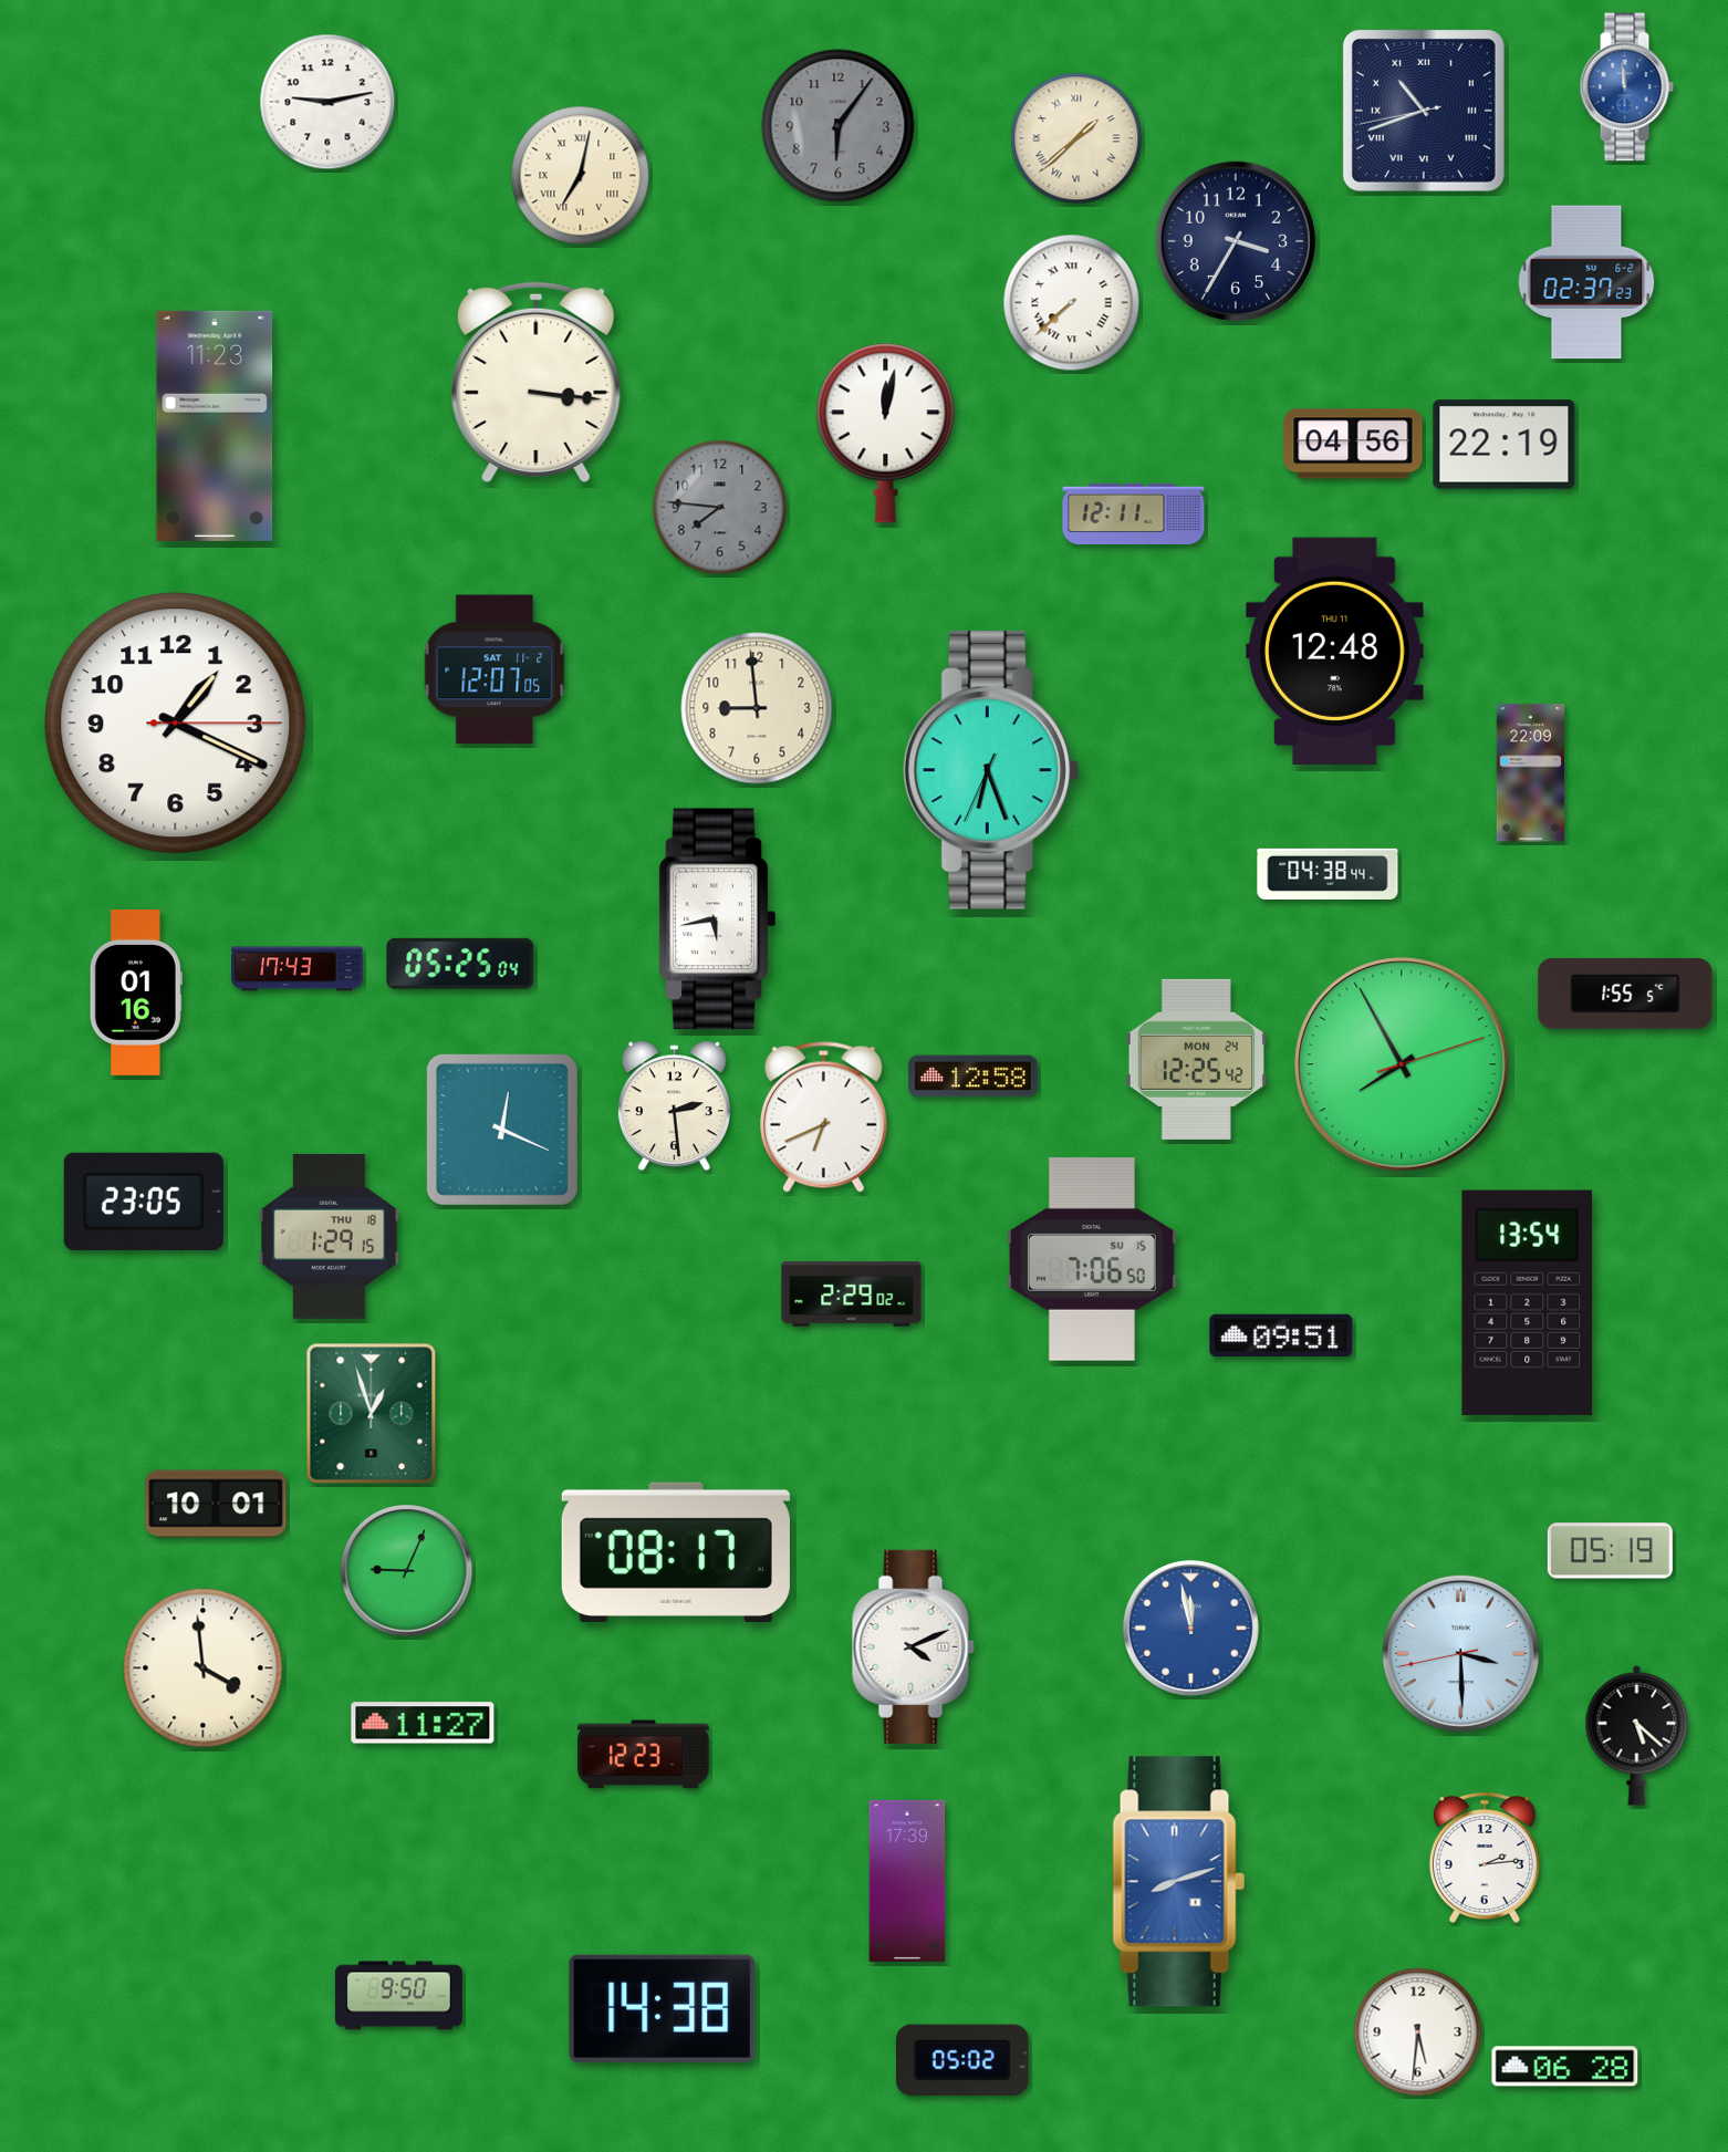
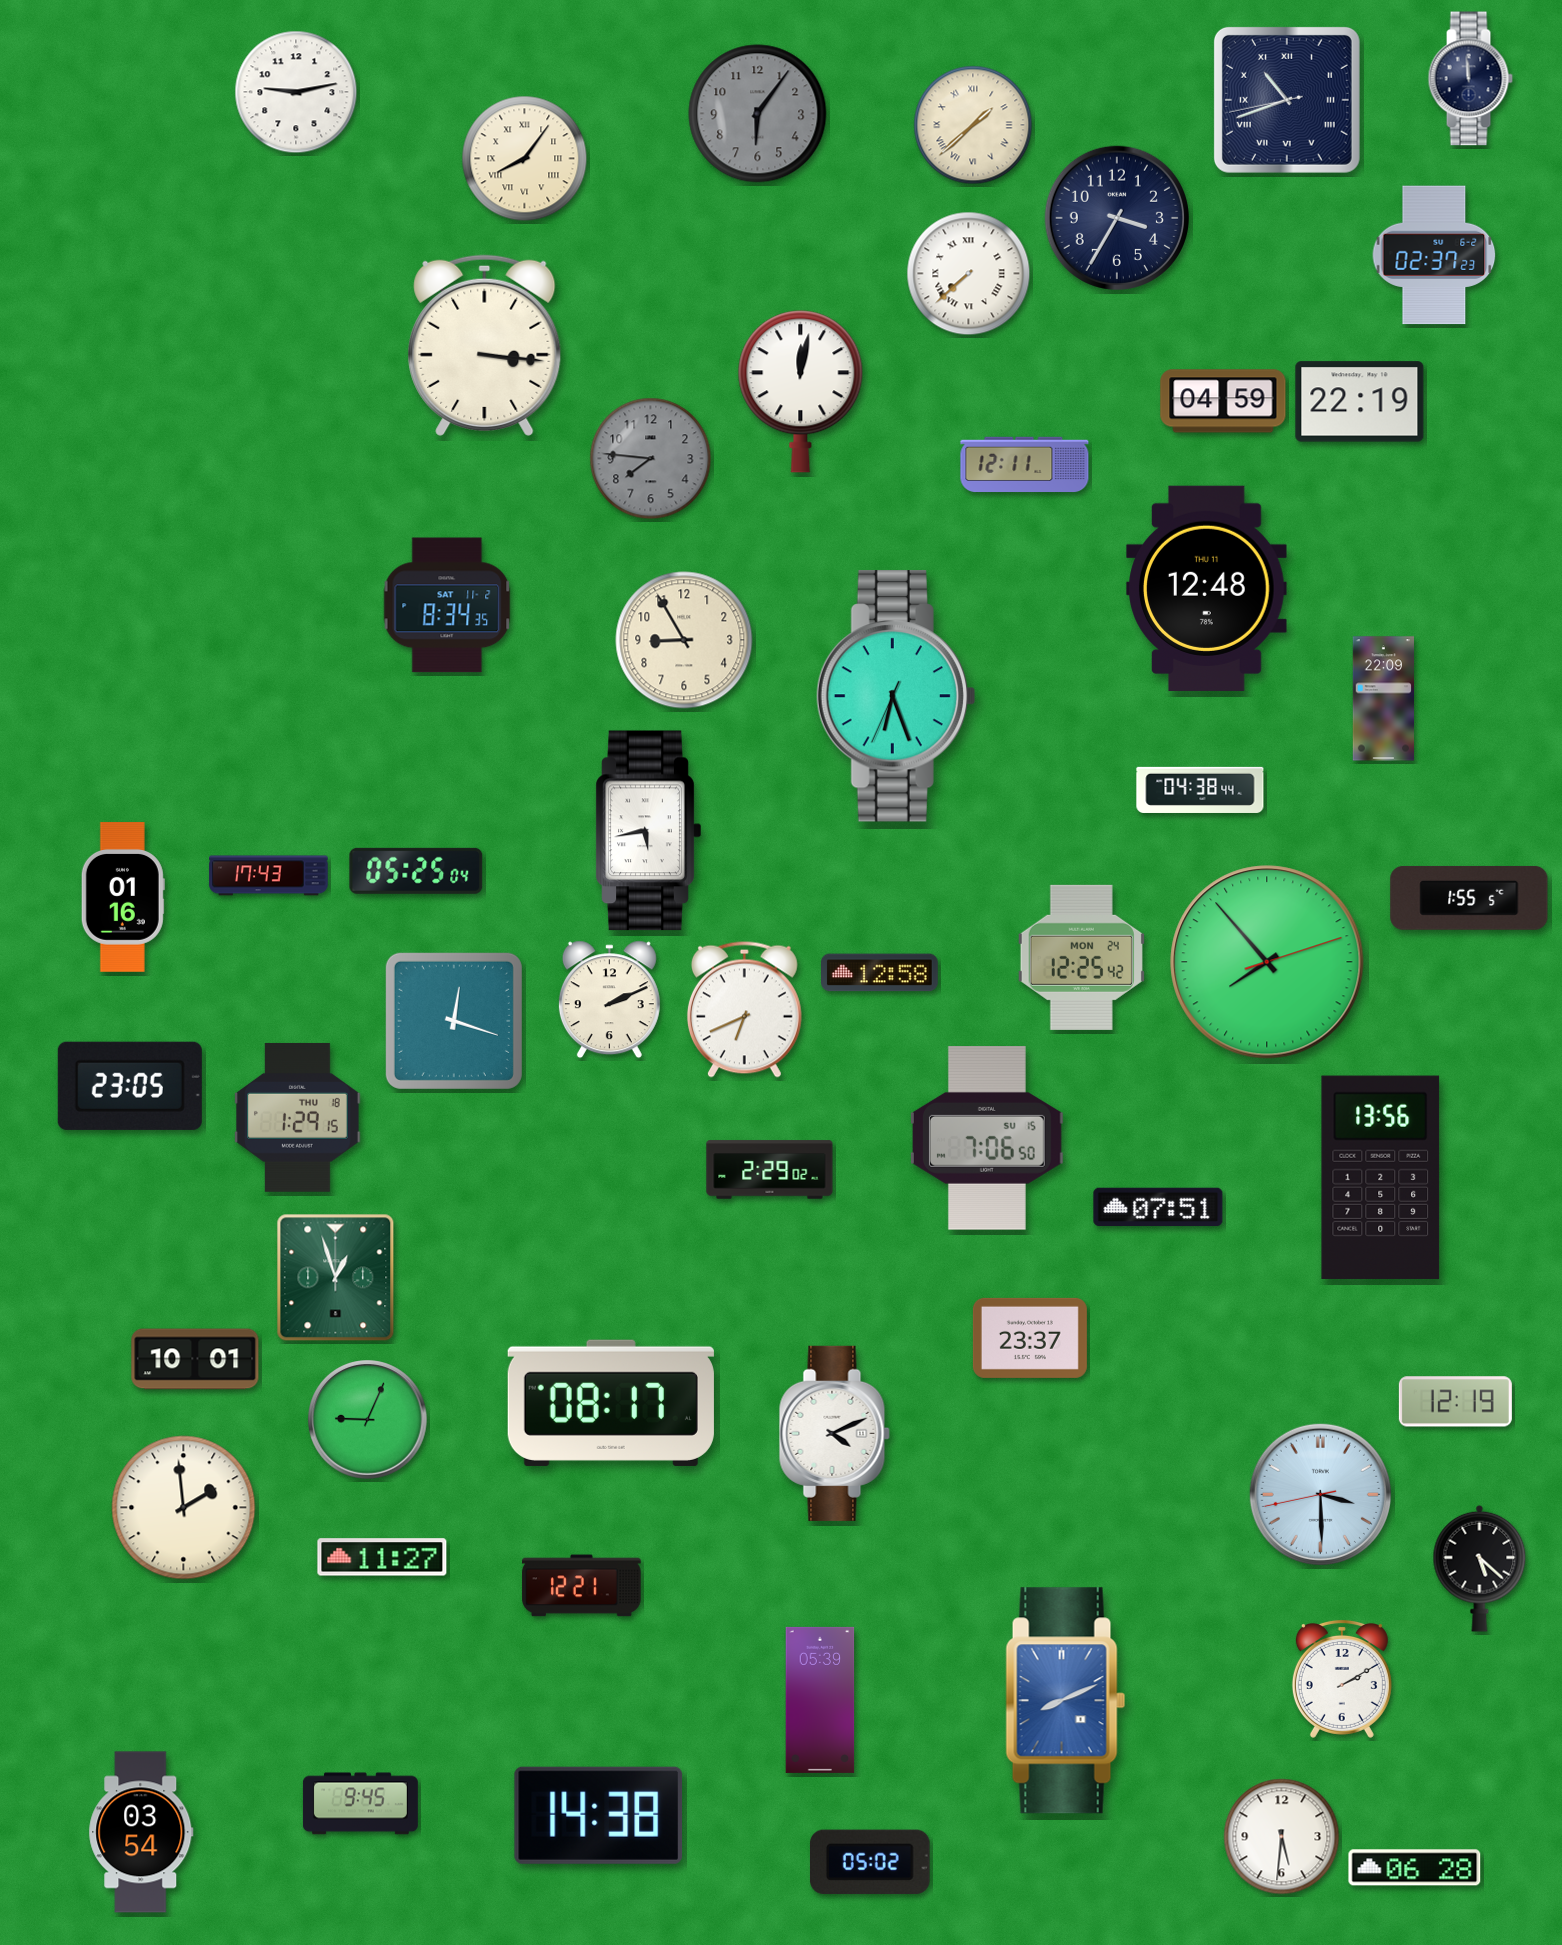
clock at (1626, 87) dial: blue -> navy
clock at (581, 176): 7:02 -> 8:06
clock at (215, 426): 11:23 -> none
clock at (1353, 444): 04:56 -> 04:59
clock at (495, 669): 12:07 -> 8:34
clock at (757, 708): 8:59 -> 8:55
clock at (176, 724): 1:19 -> none
clock at (1402, 1064): 7:55 -> 7:53
clock at (674, 1106): 2:29 -> 2:11
clock at (502, 1130): 12:19 -> 12:18
clock at (1528, 1302): 13:54 -> 13:56
clock at (1281, 1335): 09:51 -> 07:51
clock at (1030, 1338): none -> 23:37
clock at (1610, 1551): 05:19 -> 12:19
clock at (1190, 1628): 11:58 -> none
clock at (913, 1646) position: (913, 1646) -> (834, 1433)
clock at (204, 1668): 3:59 -> 1:59
clock at (644, 1755): 12:23 -> 12:21
clock at (1485, 1858): 2:14 -> 2:10
clock at (907, 1881): 17:39 -> 05:39
clock at (1179, 1882): 8:12 -> 8:11
clock at (398, 1996): 9:50 -> 9:45
clock at (141, 1832): none -> 03:54
